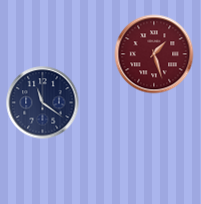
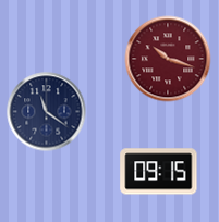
clock at (154, 54): 1:27 -> 10:18
clock at (159, 172): none -> 09:15
